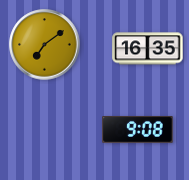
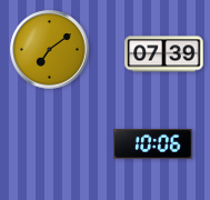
clock at (148, 49): 16:35 -> 07:39
clock at (138, 130): 9:08 -> 10:06
